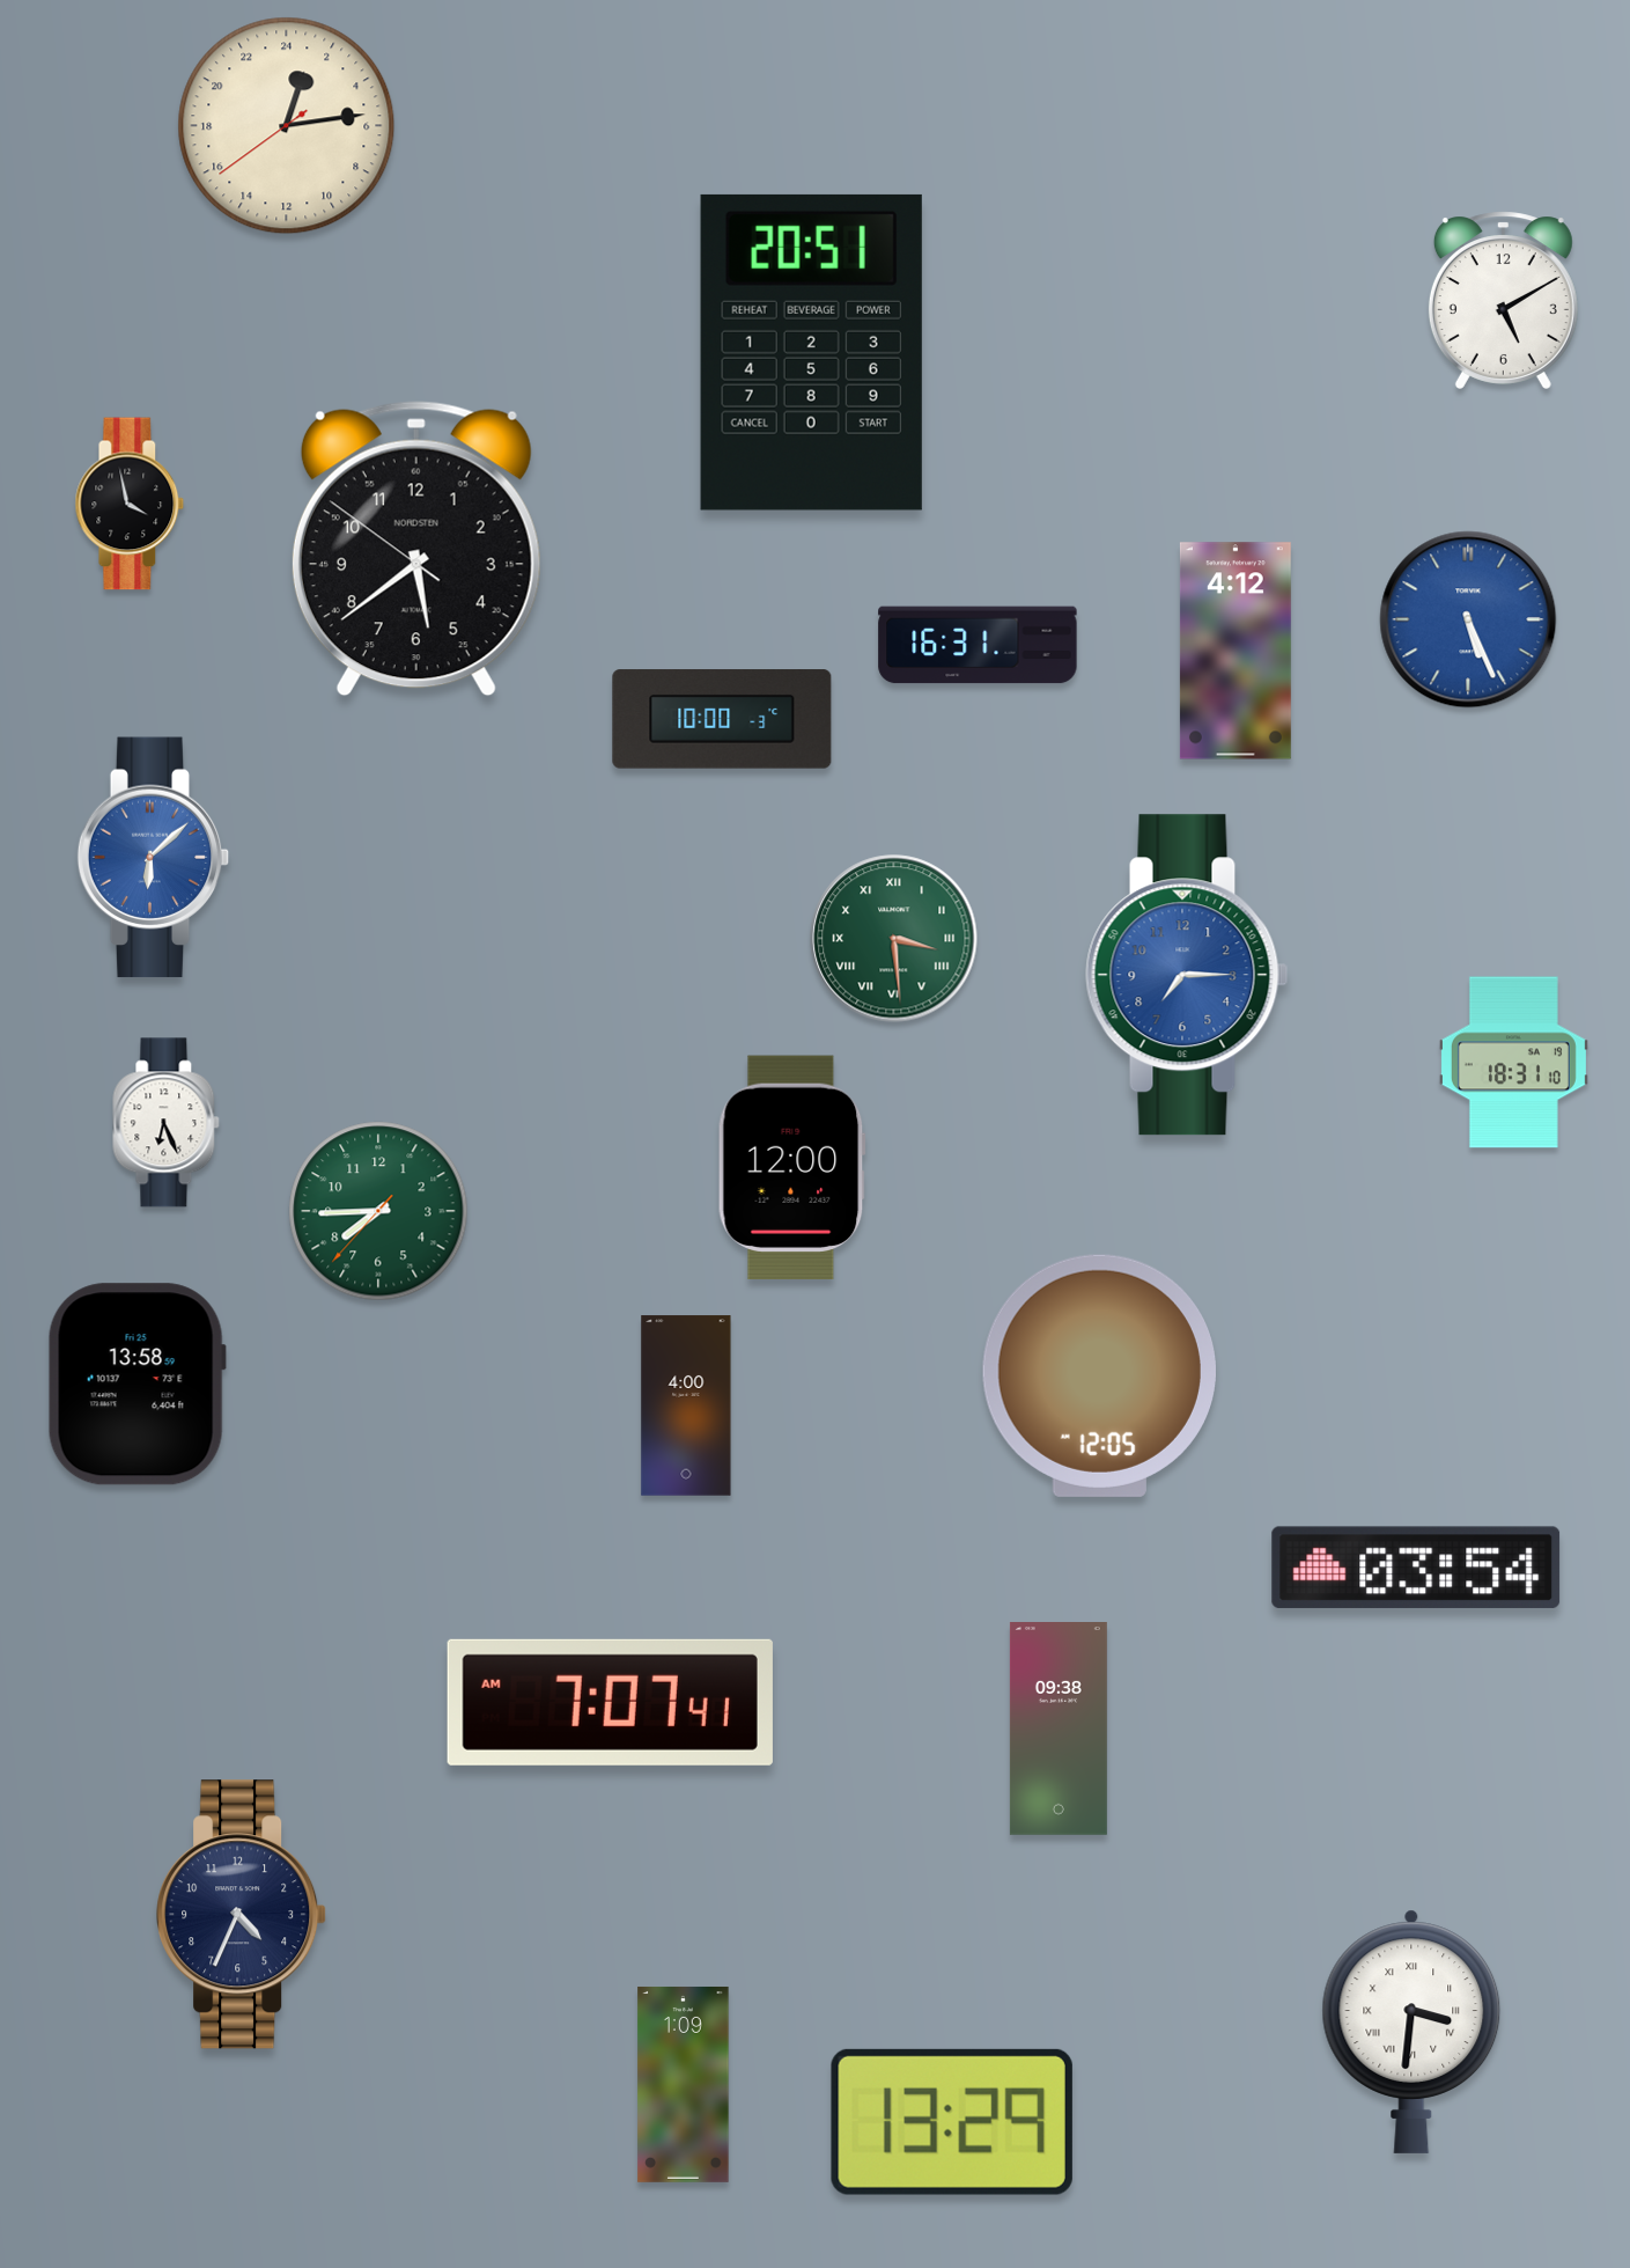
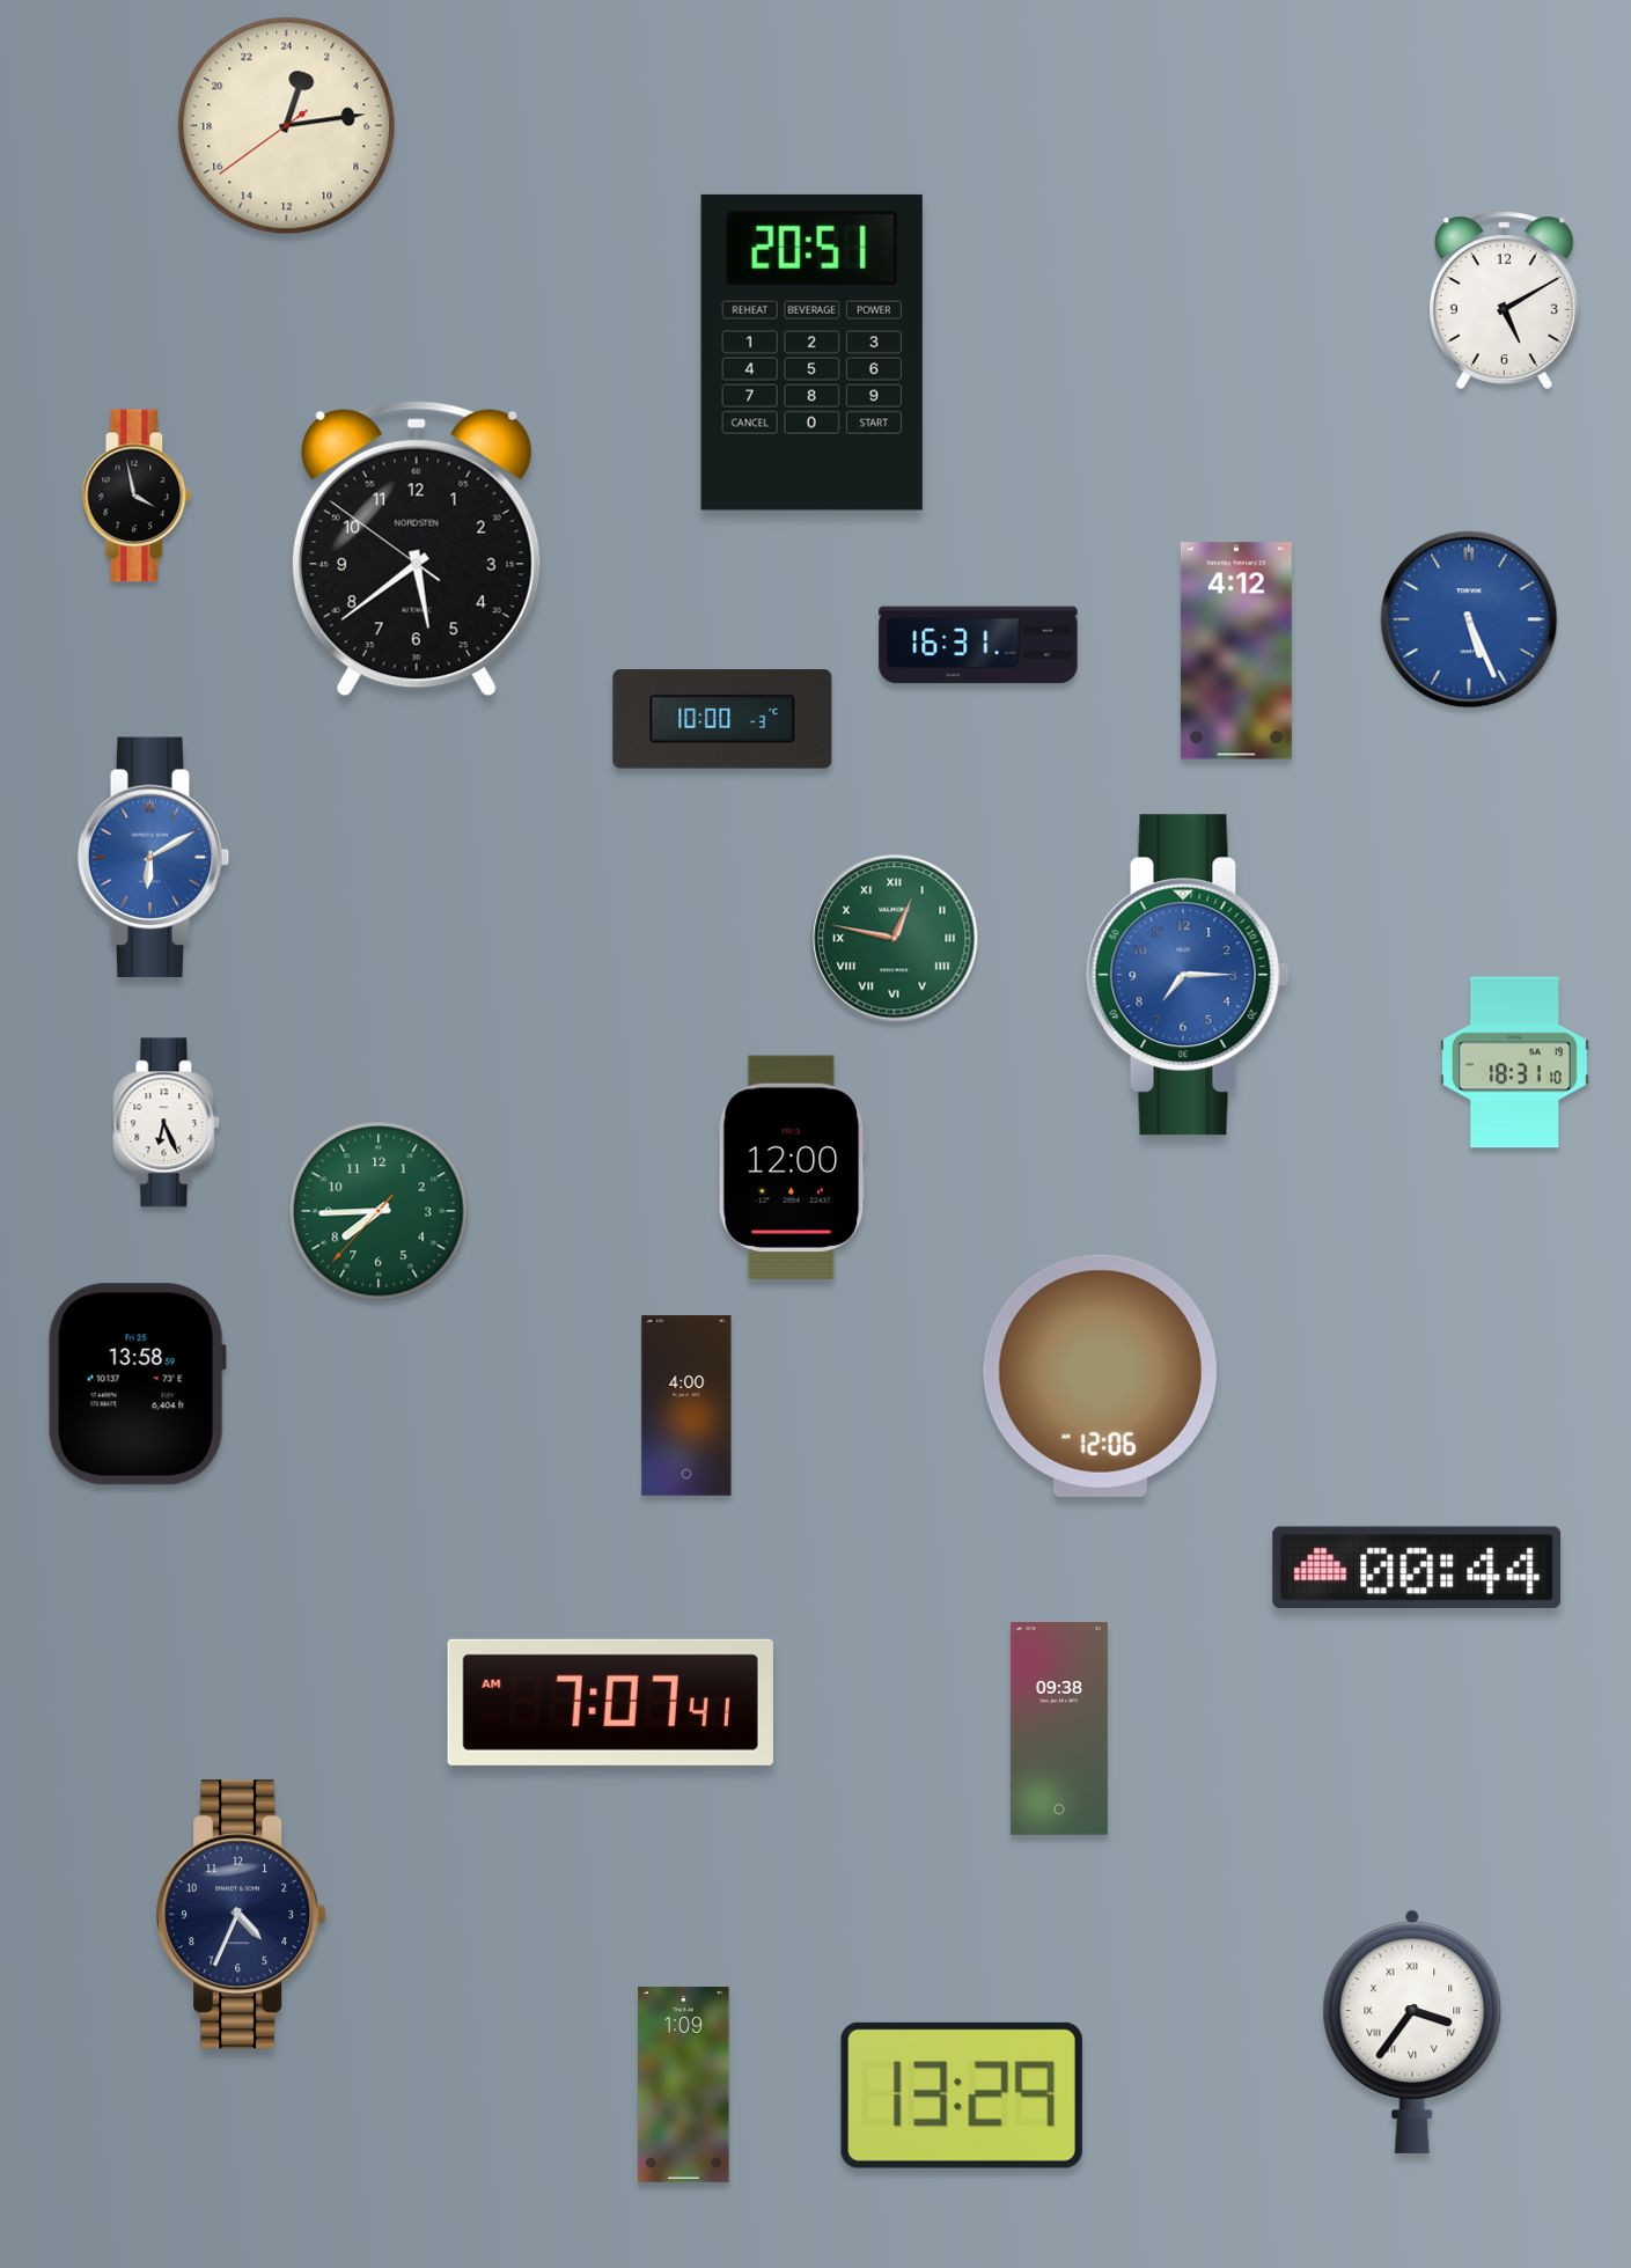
clock at (130, 504) position: (130, 504) -> (137, 496)
clock at (154, 858): 6:08 -> 6:10
clock at (894, 939): 3:29 -> 12:47
clock at (1099, 1375): 12:05 -> 12:06
clock at (1416, 1568): 03:54 -> 00:44
clock at (1411, 2032): 3:31 -> 3:36
clock at (952, 2122) position: (952, 2122) -> (962, 2095)
